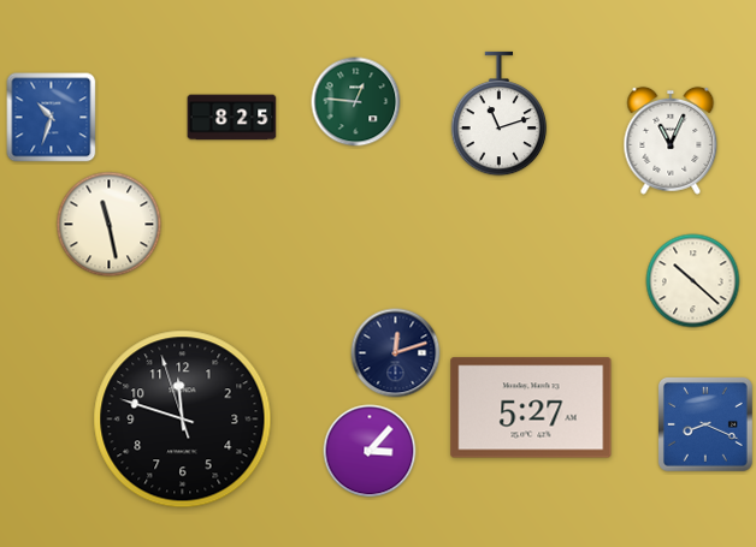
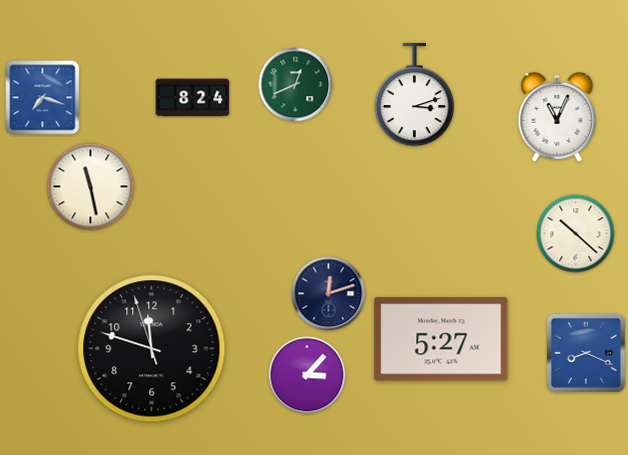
clock at (356, 102): 12:46 -> 12:41
clock at (500, 114): 11:12 -> 3:12
clock at (52, 118): 10:33 -> 7:18
clock at (232, 118): 8:25 -> 8:24
